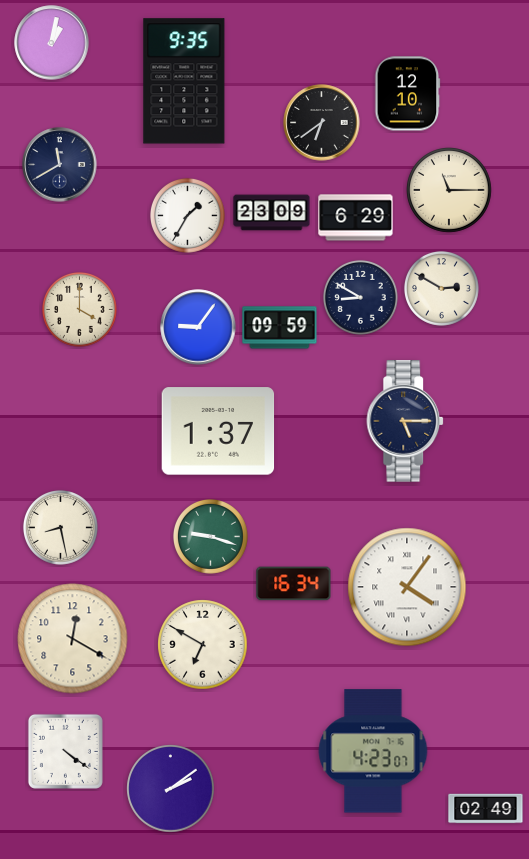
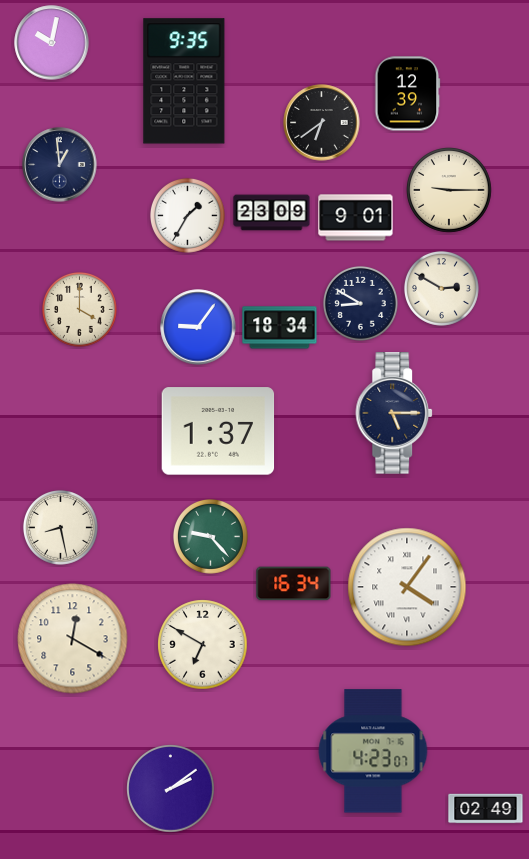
clock at (52, 43): 1:02 -> 10:02
clock at (408, 94): 12:10 -> 12:39
clock at (60, 165): 11:40 -> 12:59
clock at (449, 190): 11:15 -> 9:15
clock at (356, 218): 6:29 -> 9:01
clock at (360, 297) position: (360, 297) -> (360, 303)
clock at (280, 328): 09:59 -> 18:34
clock at (406, 421) position: (406, 421) -> (395, 413)
clock at (210, 536): 9:18 -> 9:23
clock at (65, 751): 4:21 -> none
